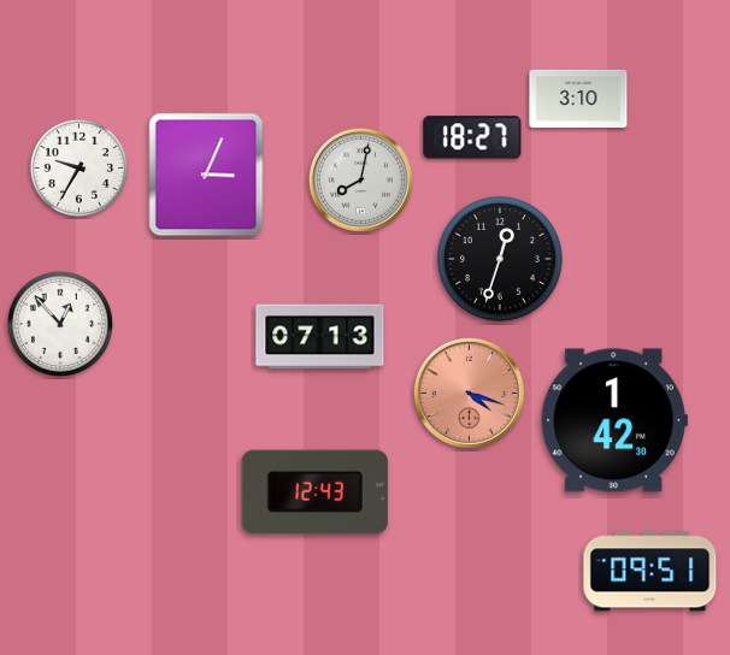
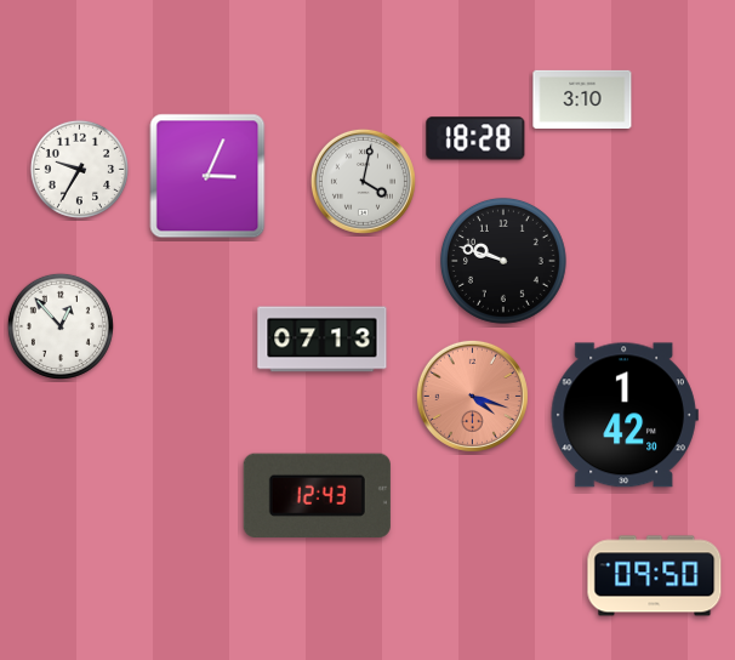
clock at (472, 137): 18:27 -> 18:28
clock at (360, 179): 8:02 -> 4:02
clock at (500, 259): 12:33 -> 9:48
clock at (614, 420) position: (614, 420) -> (625, 415)
clock at (650, 572): 09:51 -> 09:50
